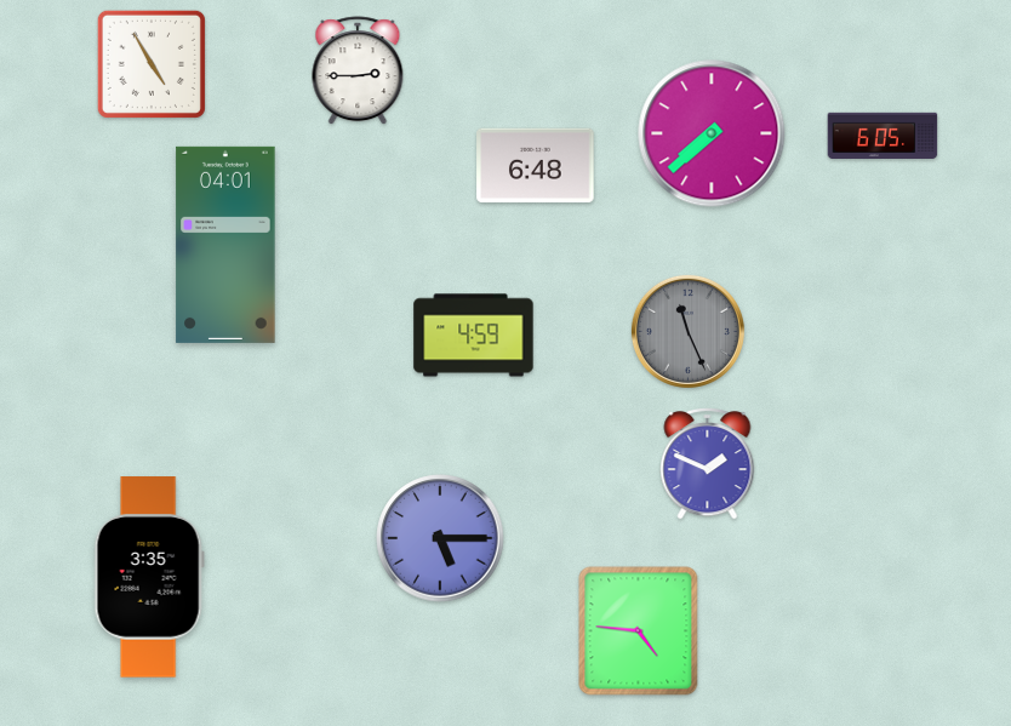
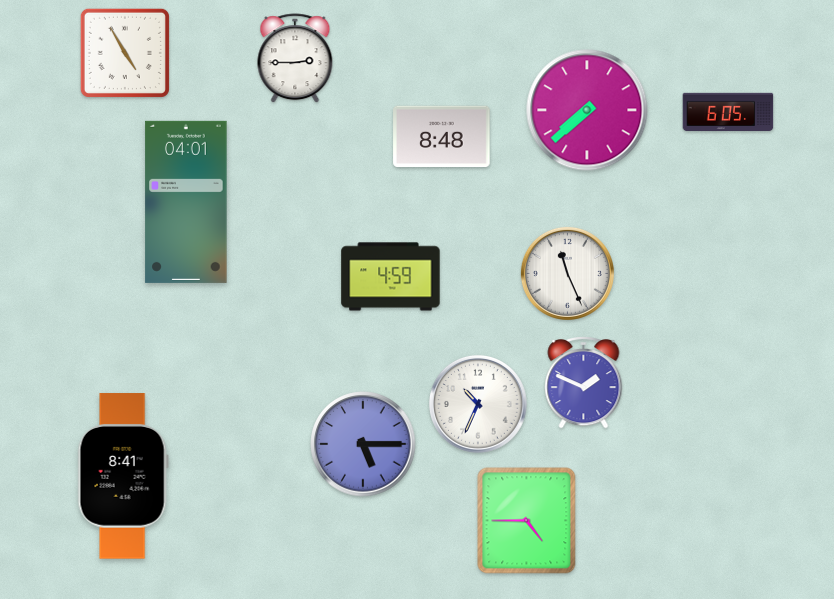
clock at (536, 166): 6:48 -> 8:48
clock at (687, 331) dial: grey -> white
clock at (478, 404): none -> 10:34
clock at (149, 577): 3:35 -> 8:41
clock at (639, 631): 4:46 -> 4:45
